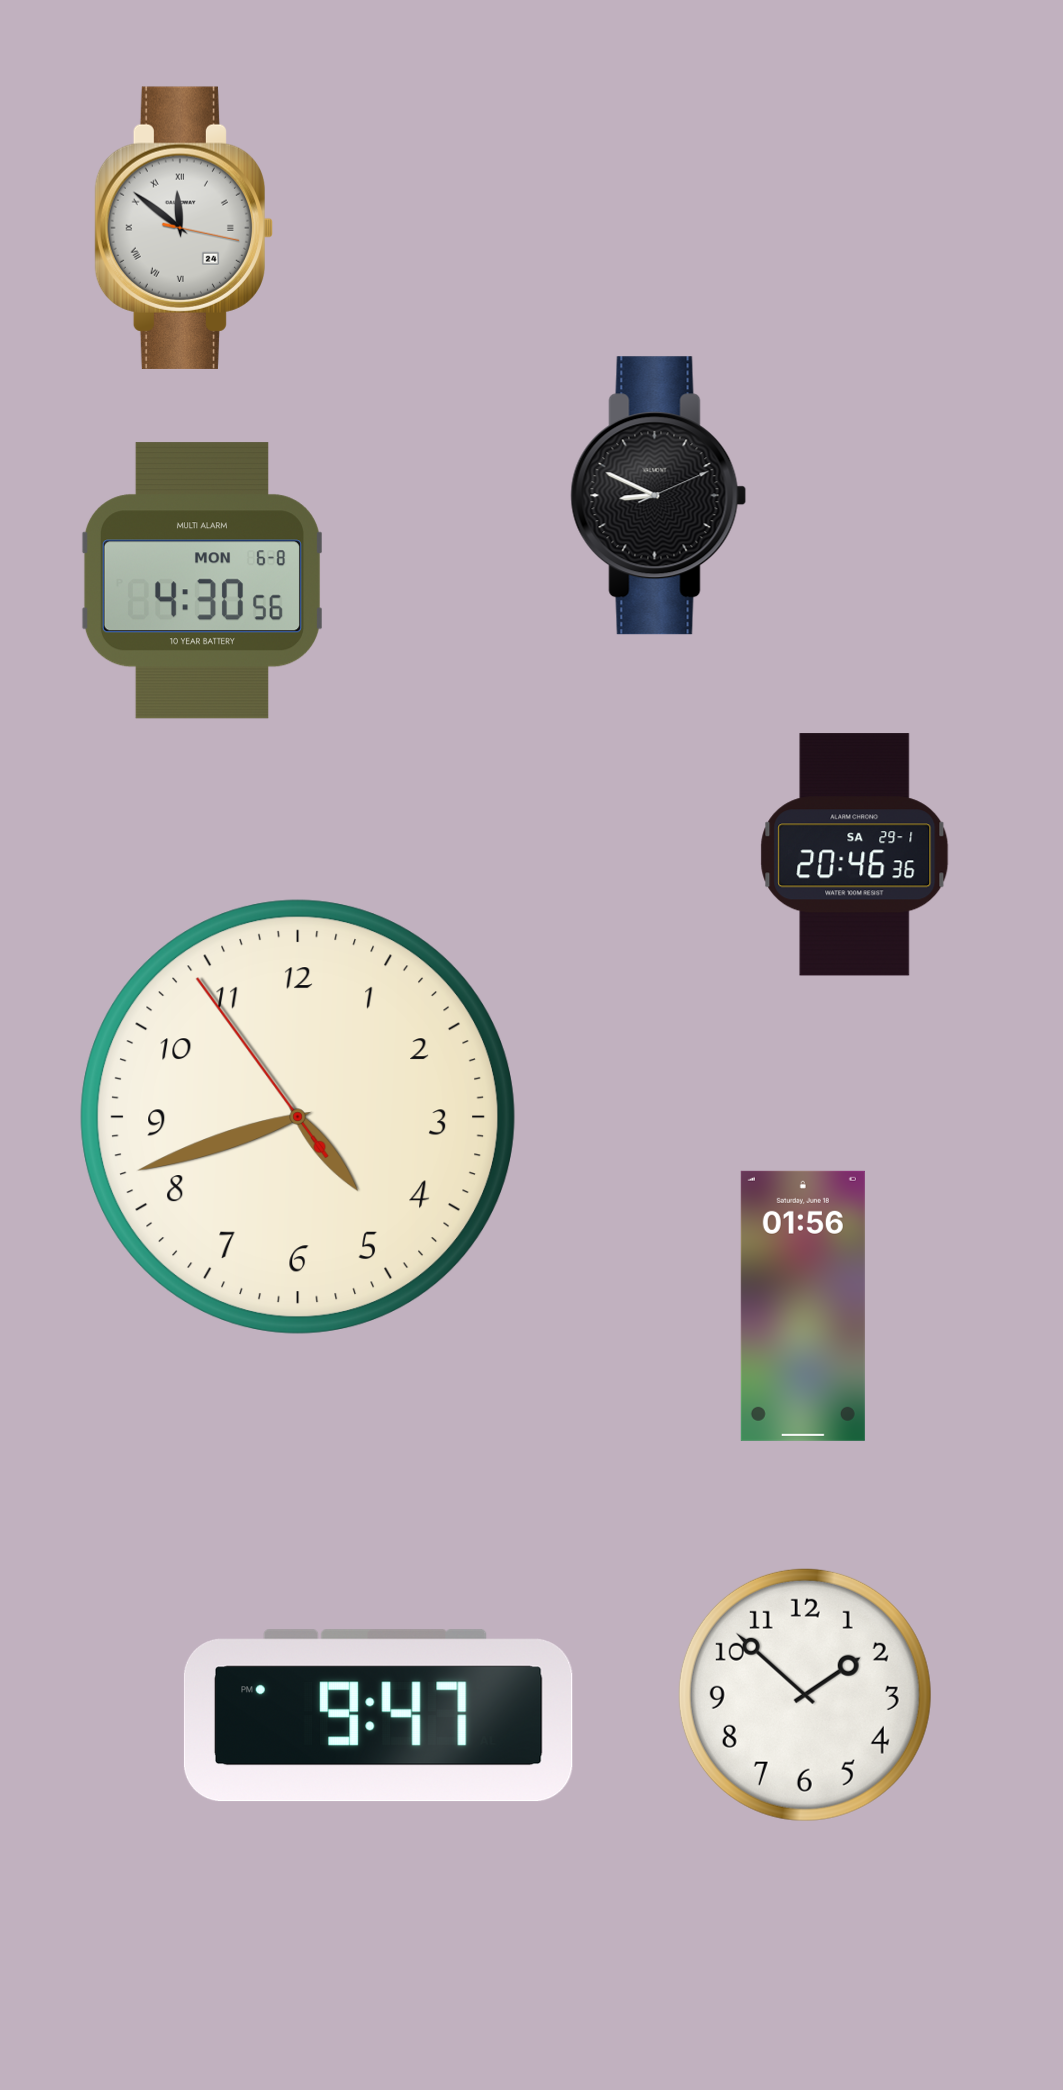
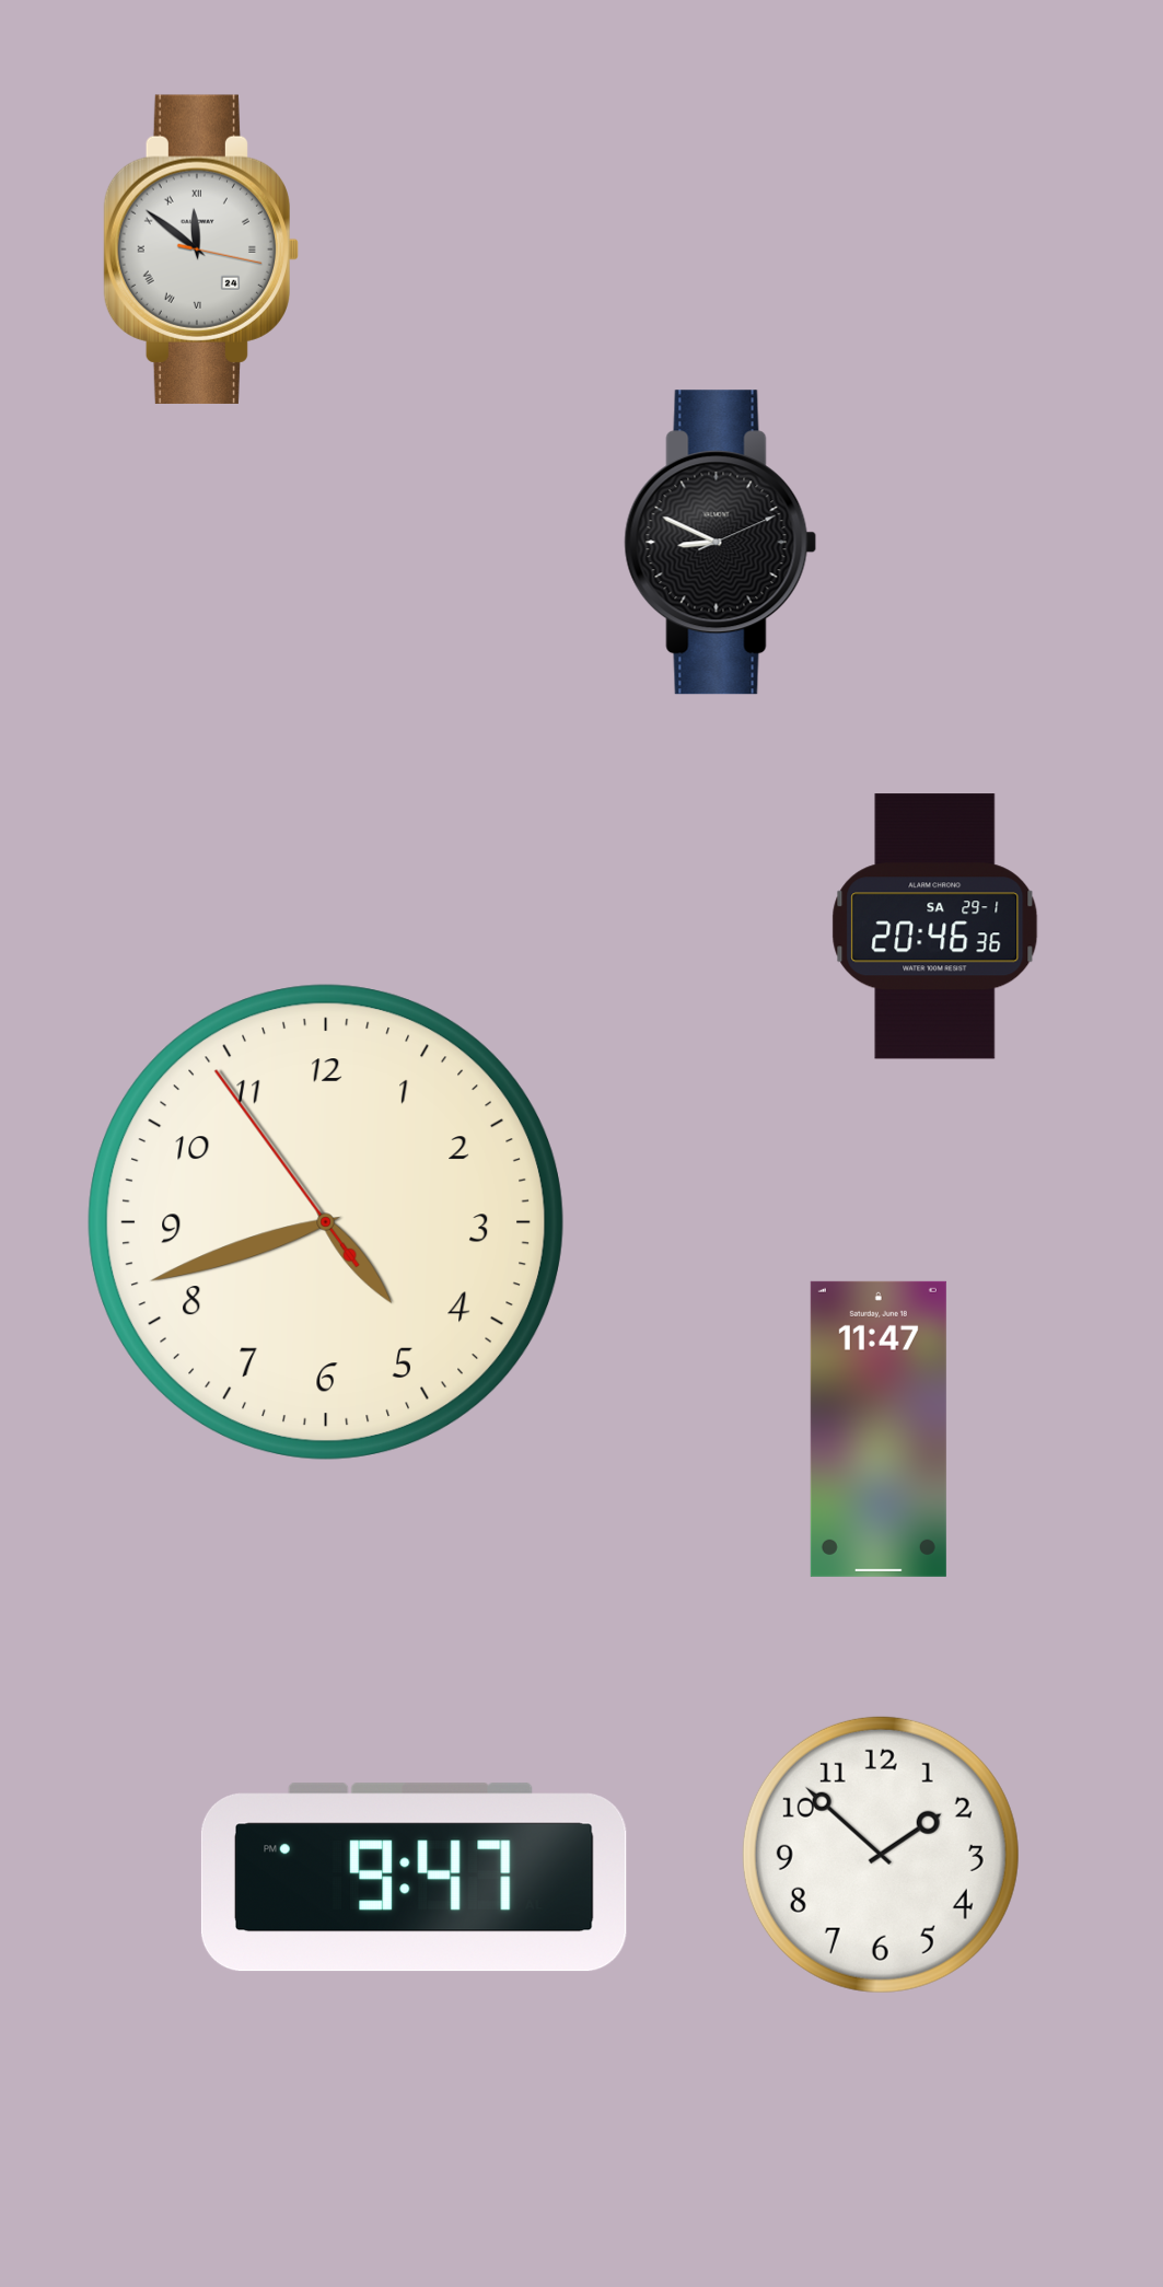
clock at (202, 581): 4:30 -> none
clock at (855, 855) position: (855, 855) -> (935, 927)
clock at (803, 1306): 01:56 -> 11:47
